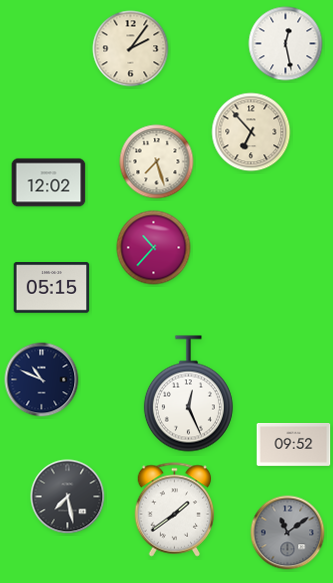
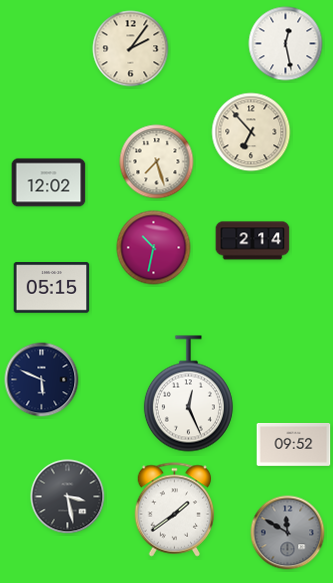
clock at (253, 241): none -> 2:14
clock at (154, 248): 10:37 -> 10:32
clock at (42, 380): 10:49 -> 5:49
clock at (68, 497): 7:28 -> 3:28
clock at (288, 533): 11:09 -> 11:50
